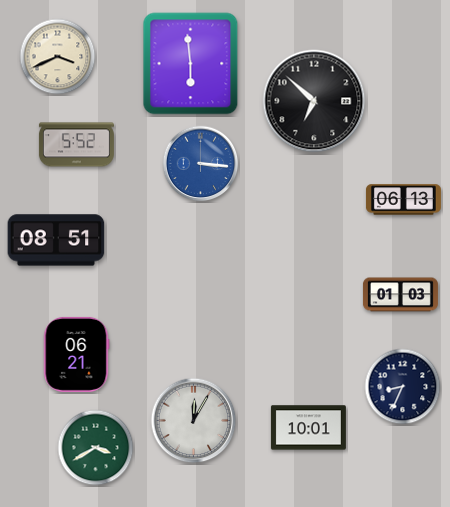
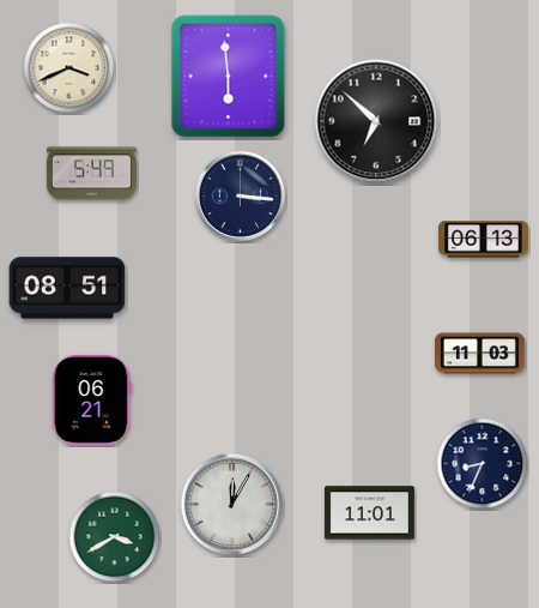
clock at (76, 145): 5:52 -> 5:49
clock at (201, 164) dial: blue -> navy
clock at (400, 295): 01:03 -> 11:03
clock at (77, 354) position: (77, 354) -> (92, 399)
clock at (308, 428): 10:01 -> 11:01
